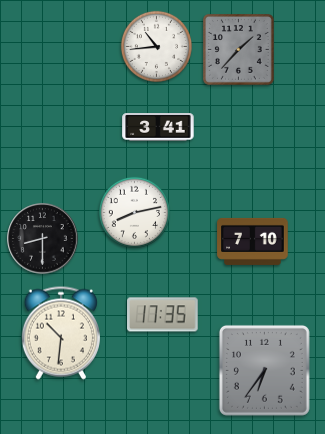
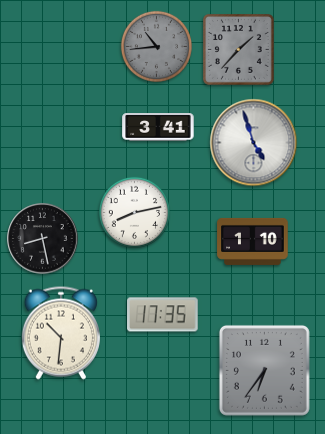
clock at (156, 46) dial: white -> grey
clock at (254, 143): none -> 4:57
clock at (43, 239): 8:30 -> 8:28
clock at (253, 241): 7:10 -> 1:10
